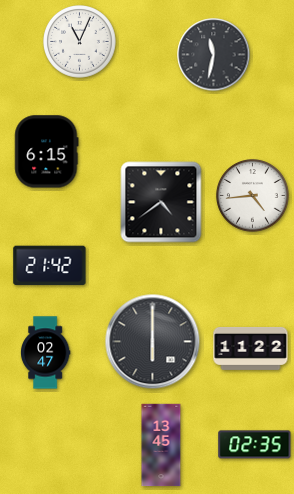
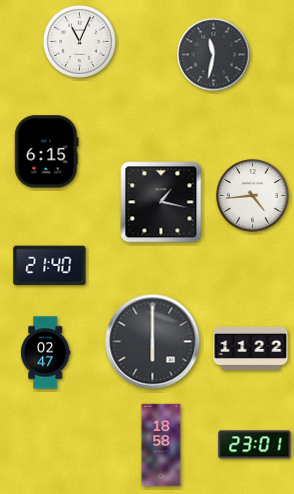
clock at (161, 202): 4:39 -> 1:17
clock at (50, 266): 21:42 -> 21:40
clock at (161, 445): 13:45 -> 18:58
clock at (255, 445): 02:35 -> 23:01
